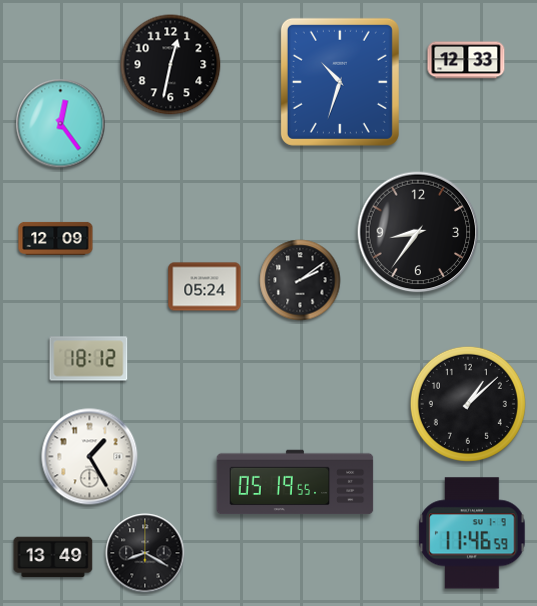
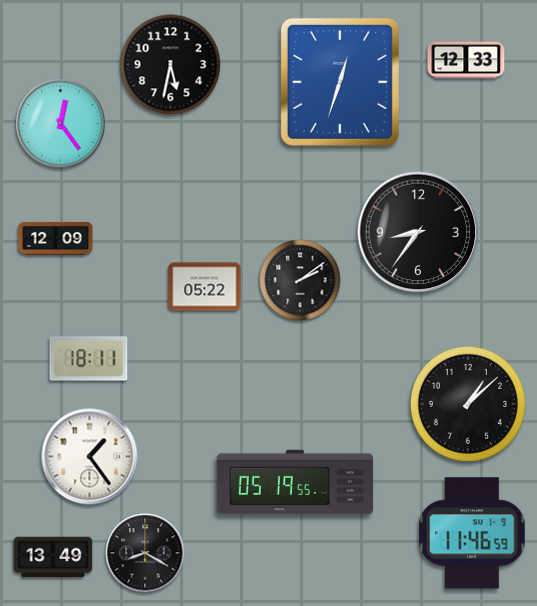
clock at (171, 65): 12:32 -> 5:32
clock at (340, 82): 10:33 -> 12:33
clock at (205, 287): 05:24 -> 05:22
clock at (89, 359): 18:12 -> 18:11
clock at (90, 457): 1:25 -> 1:24
